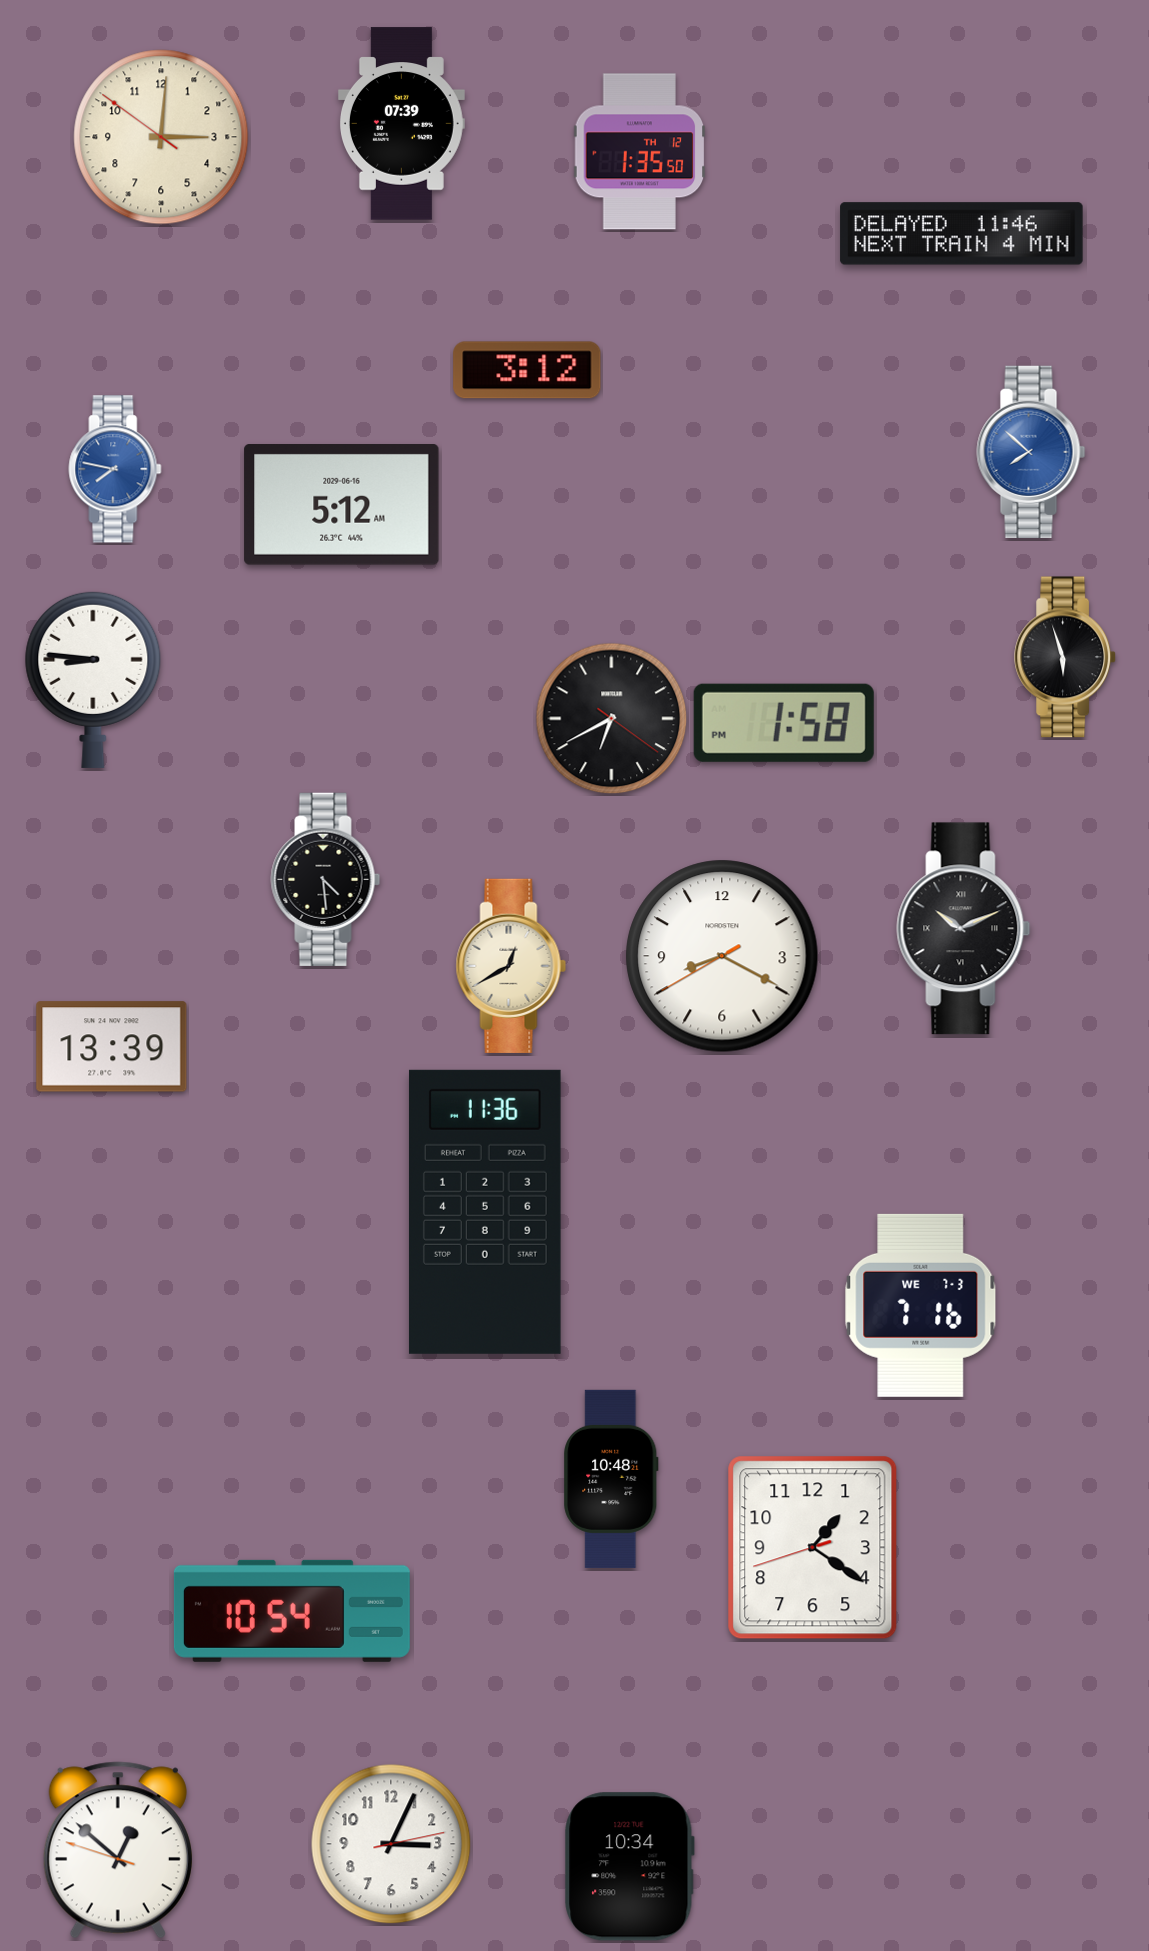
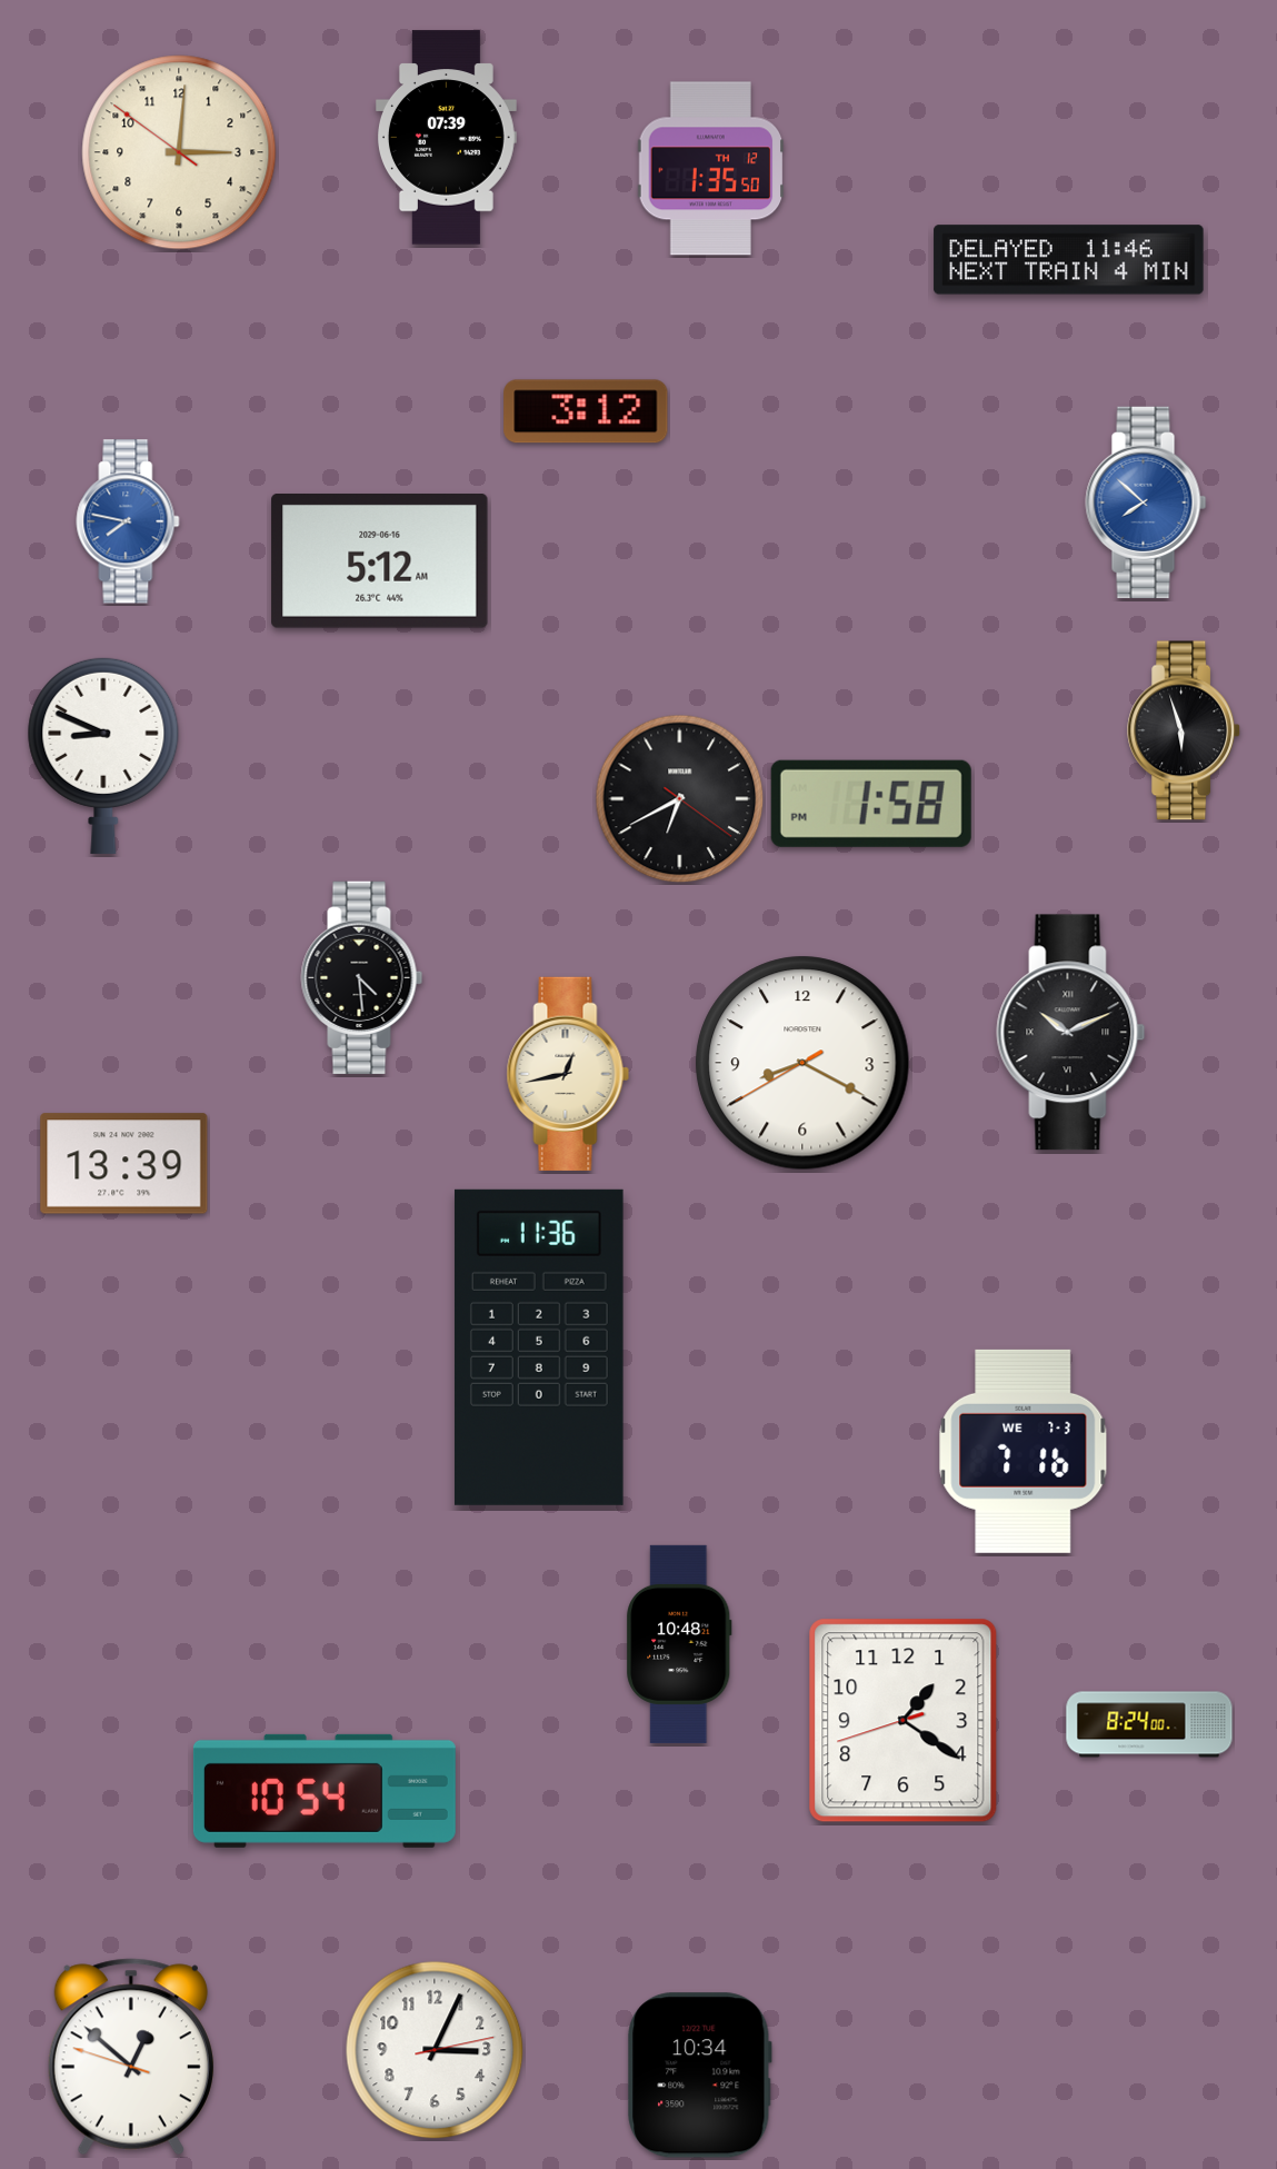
clock at (93, 679): 8:46 -> 8:49
clock at (511, 966): 12:40 -> 12:43
clock at (1149, 1724): none -> 8:24
